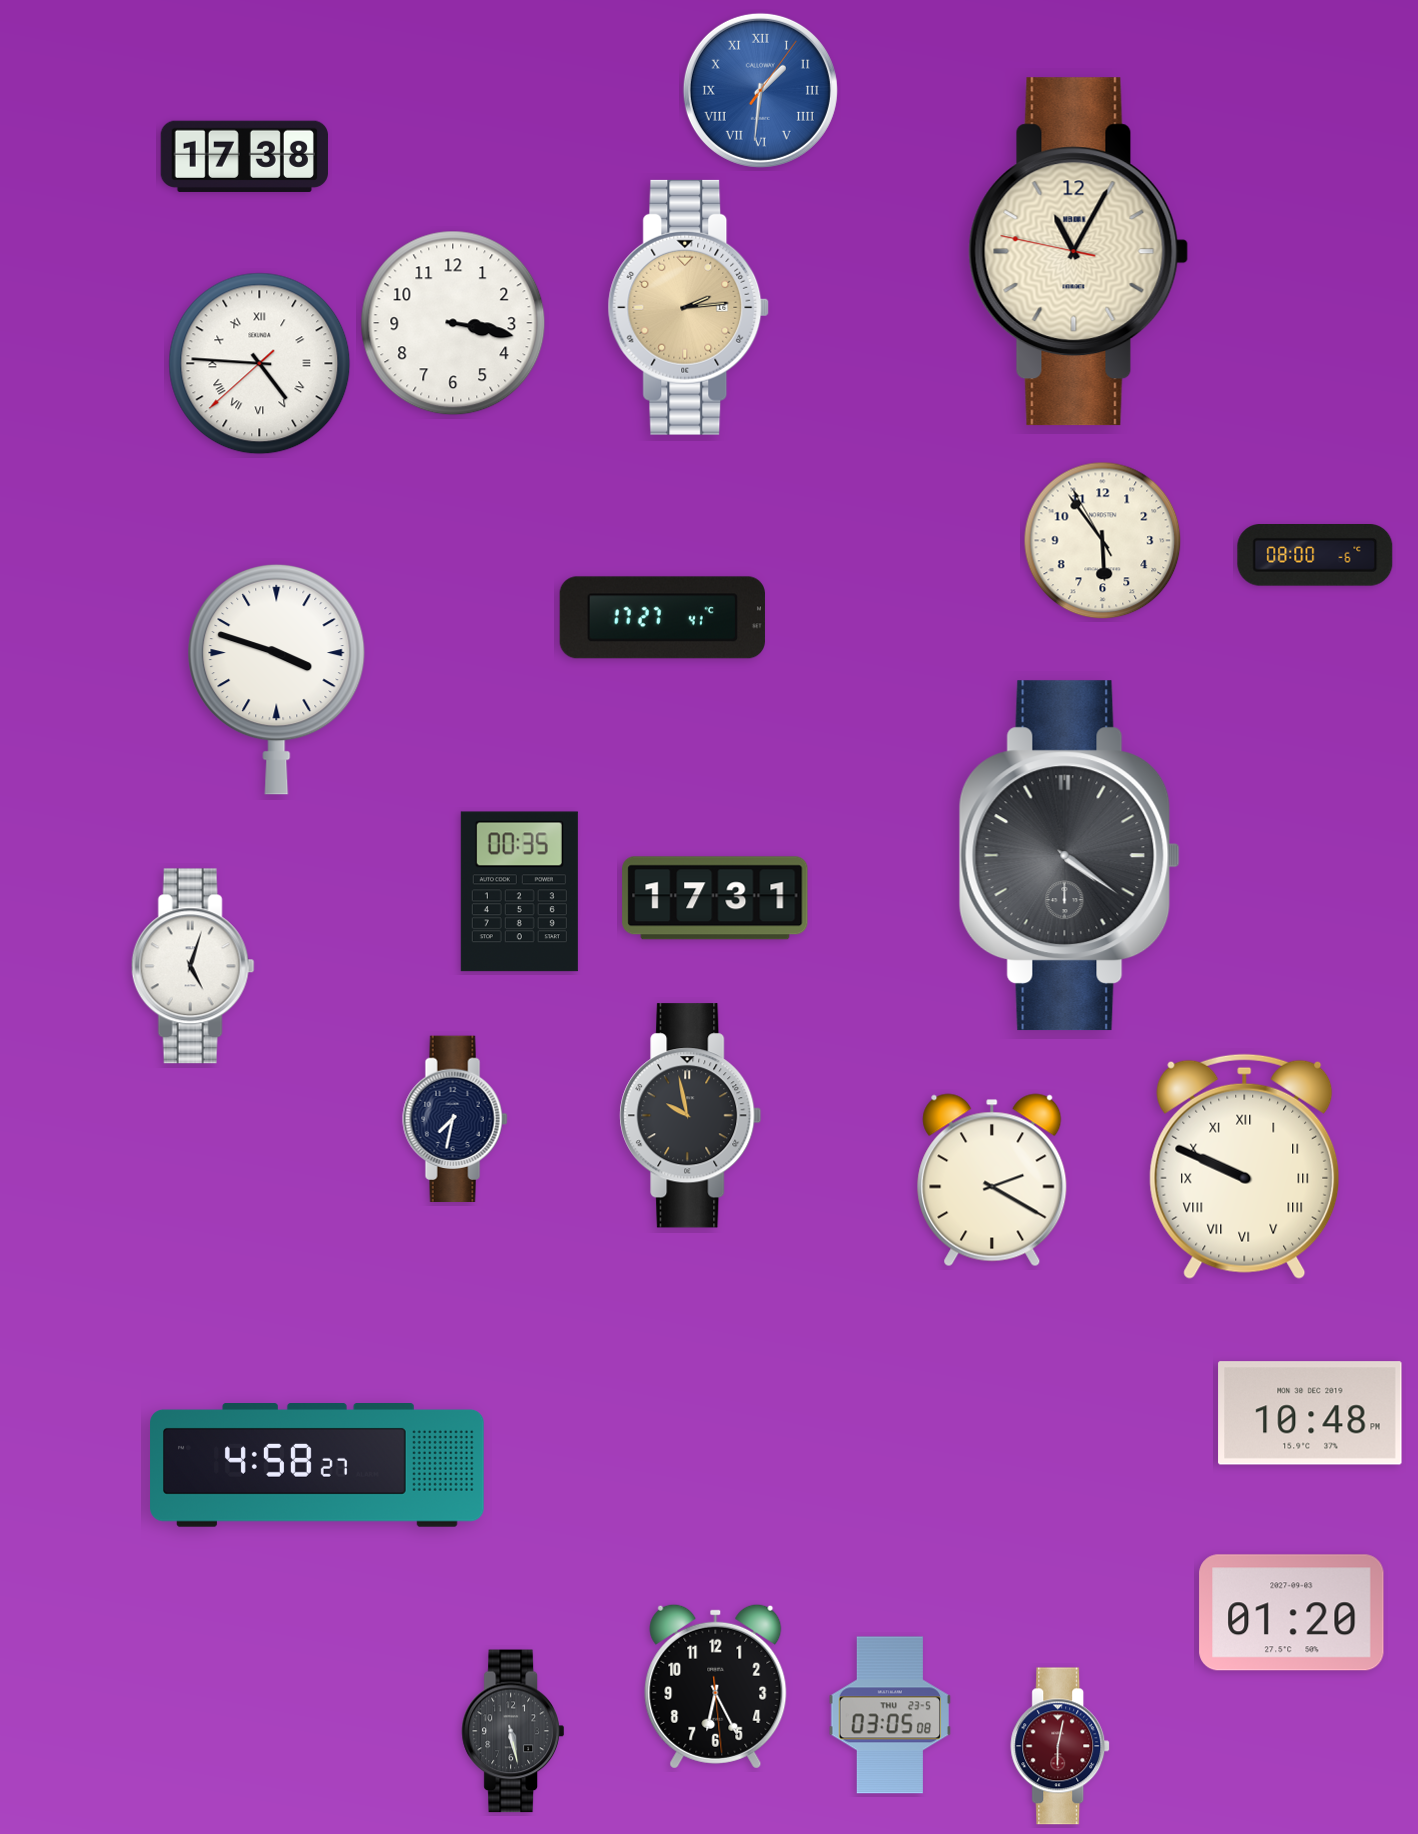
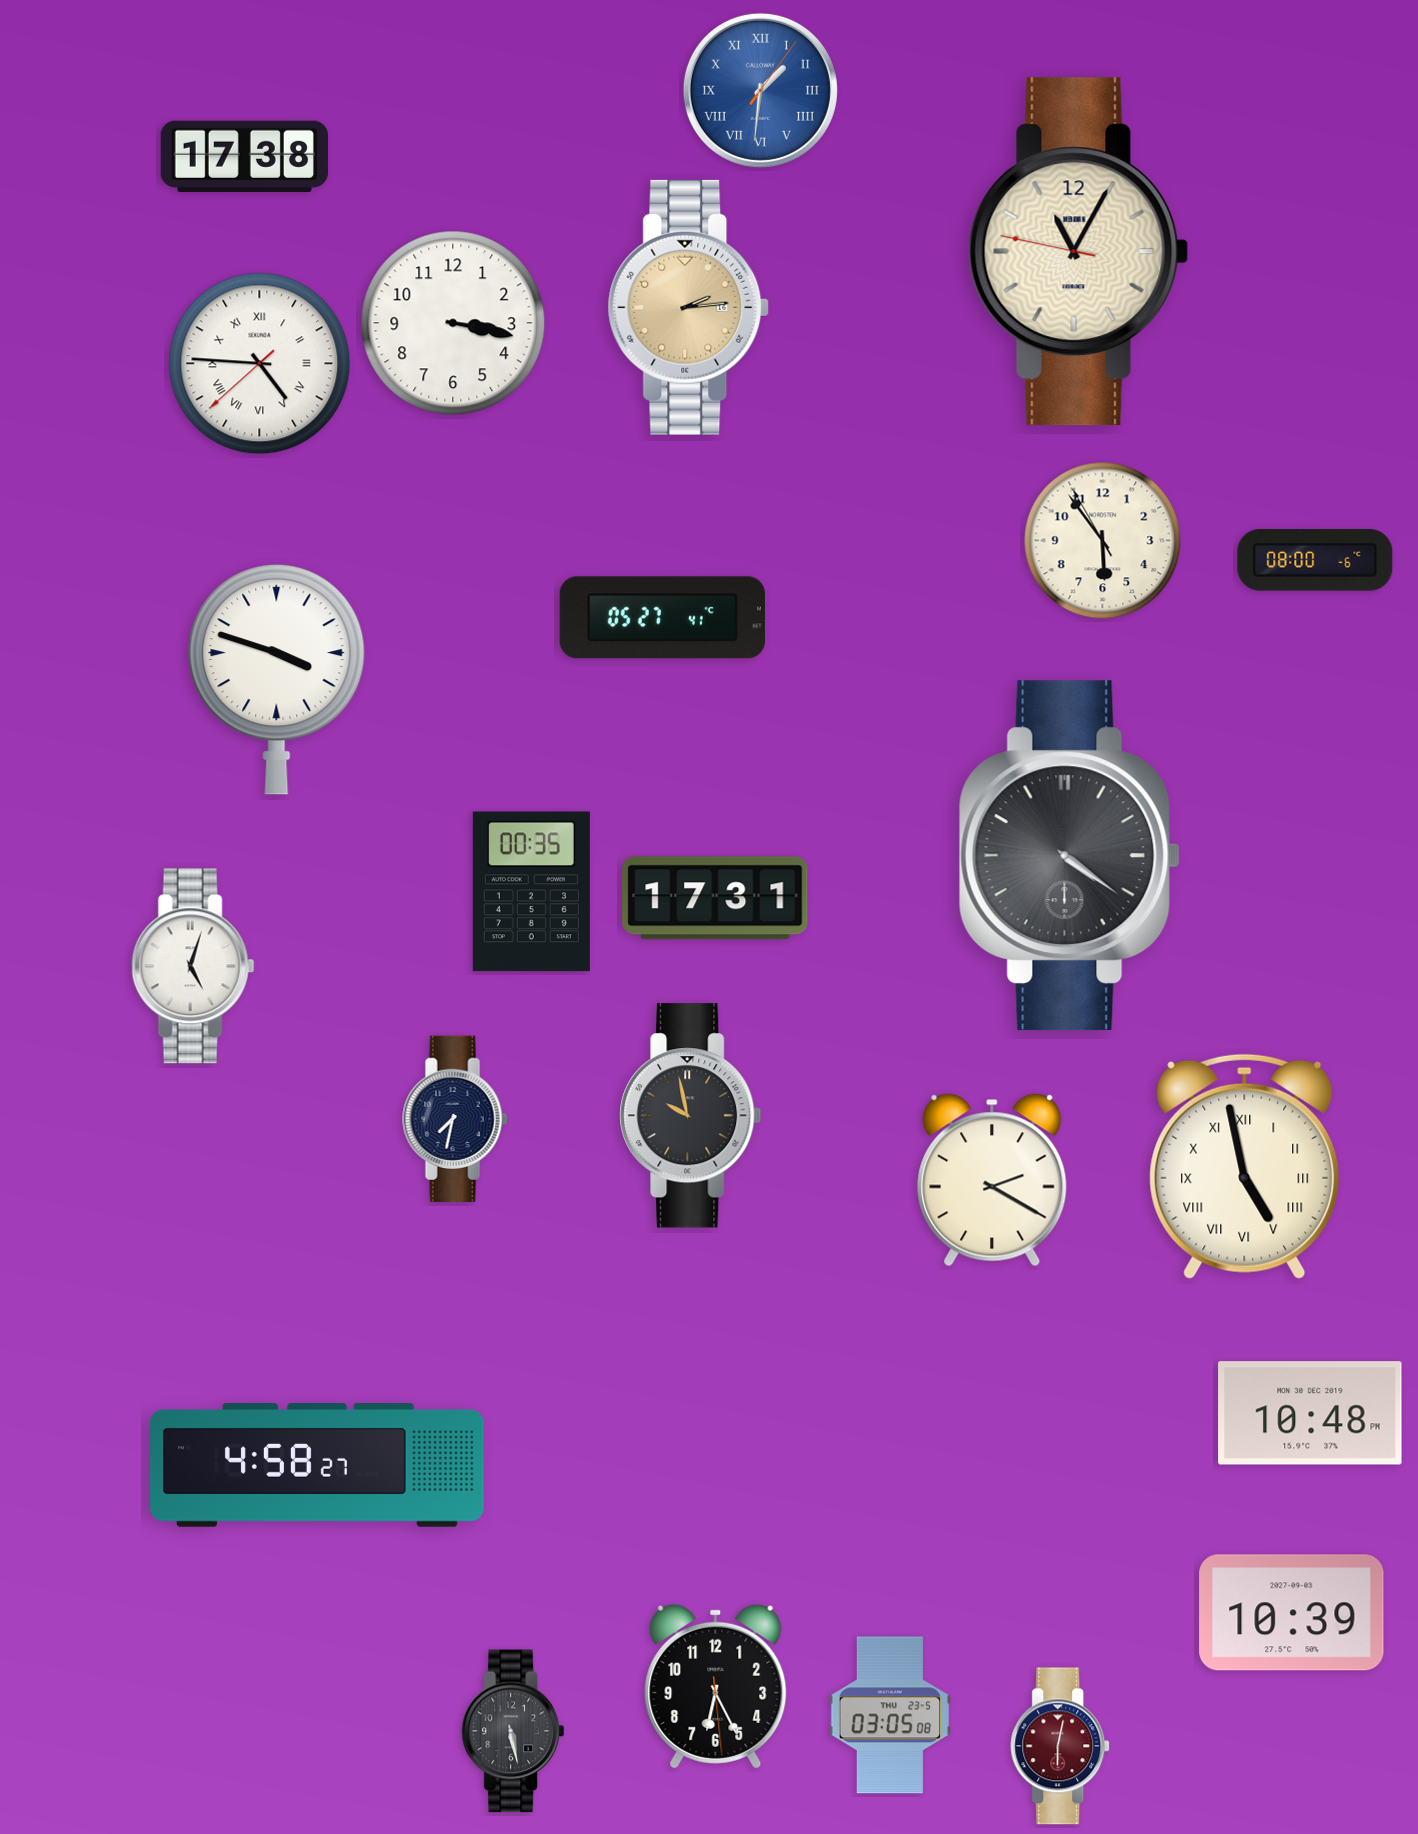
clock at (1315, 555) position: (1315, 555) -> (1315, 560)
clock at (662, 618): 17:27 -> 05:27
clock at (519, 892) position: (519, 892) -> (531, 892)
clock at (1245, 1166): 9:49 -> 4:58
clock at (1292, 1613): 01:20 -> 10:39
